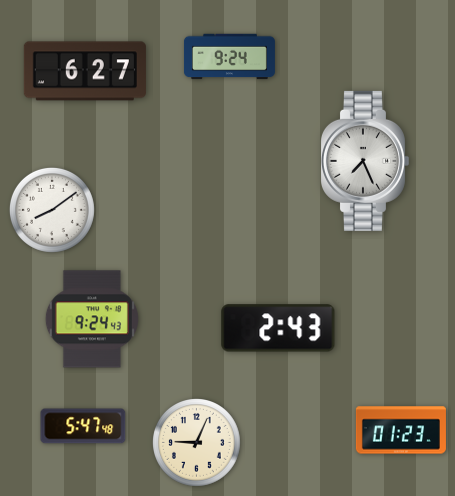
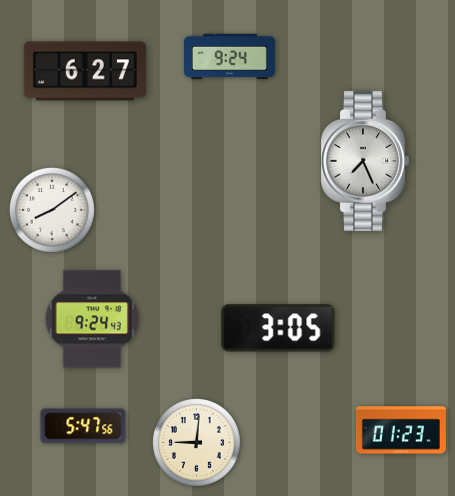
clock at (278, 328): 2:43 -> 3:05
clock at (83, 426): 5:47:48 -> 5:47:56
clock at (197, 443): 9:04 -> 9:01
